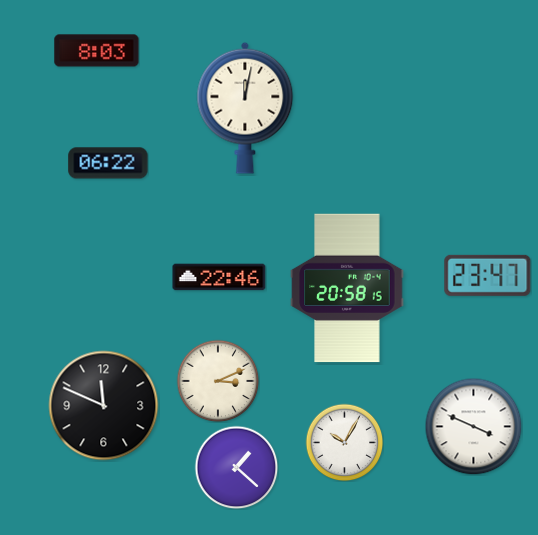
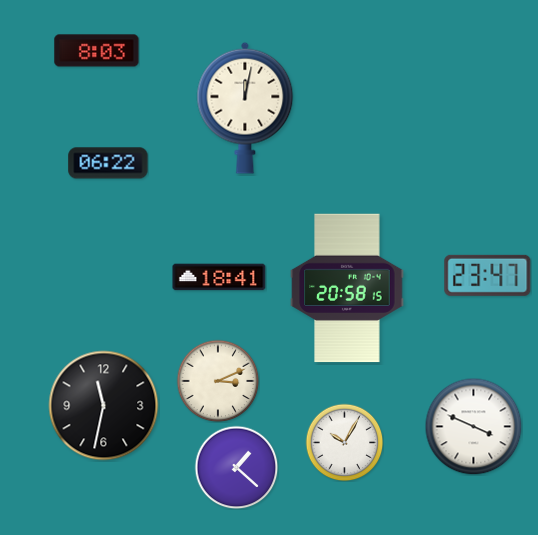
clock at (219, 277): 22:46 -> 18:41
clock at (104, 406): 11:49 -> 11:32
